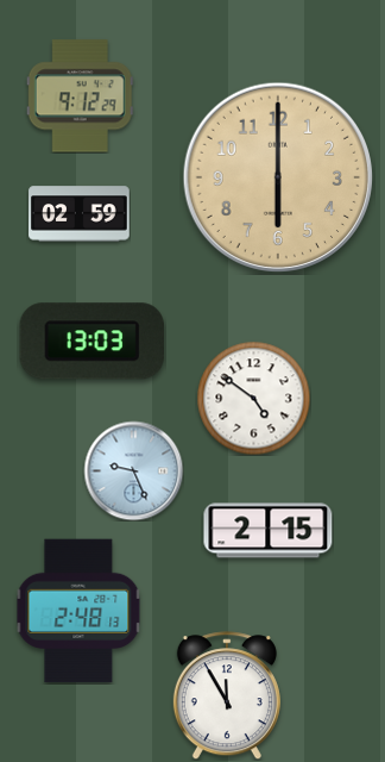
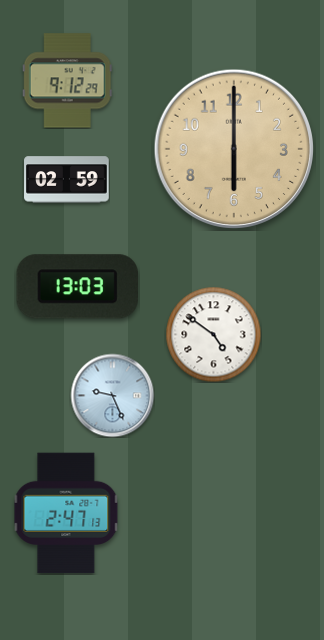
clock at (269, 531): 2:15 -> none
clock at (78, 611): 2:48 -> 2:47
clock at (227, 695): 11:55 -> none
